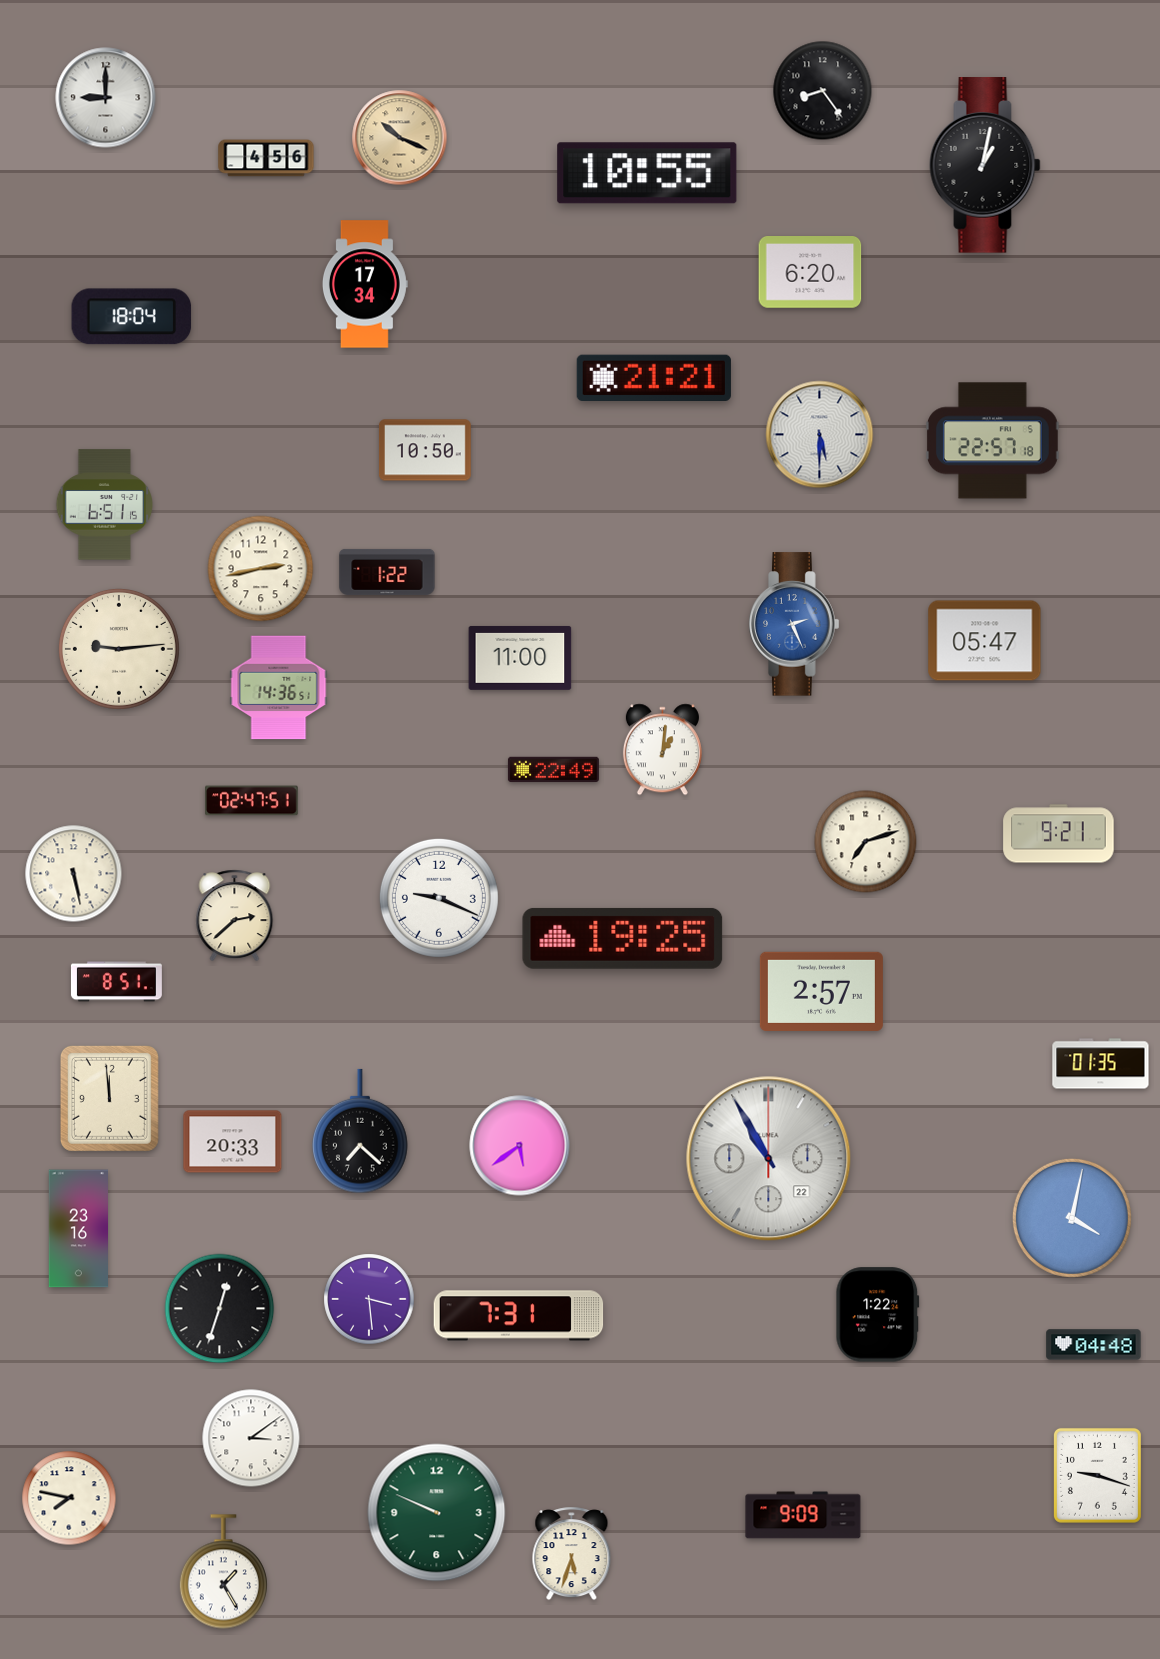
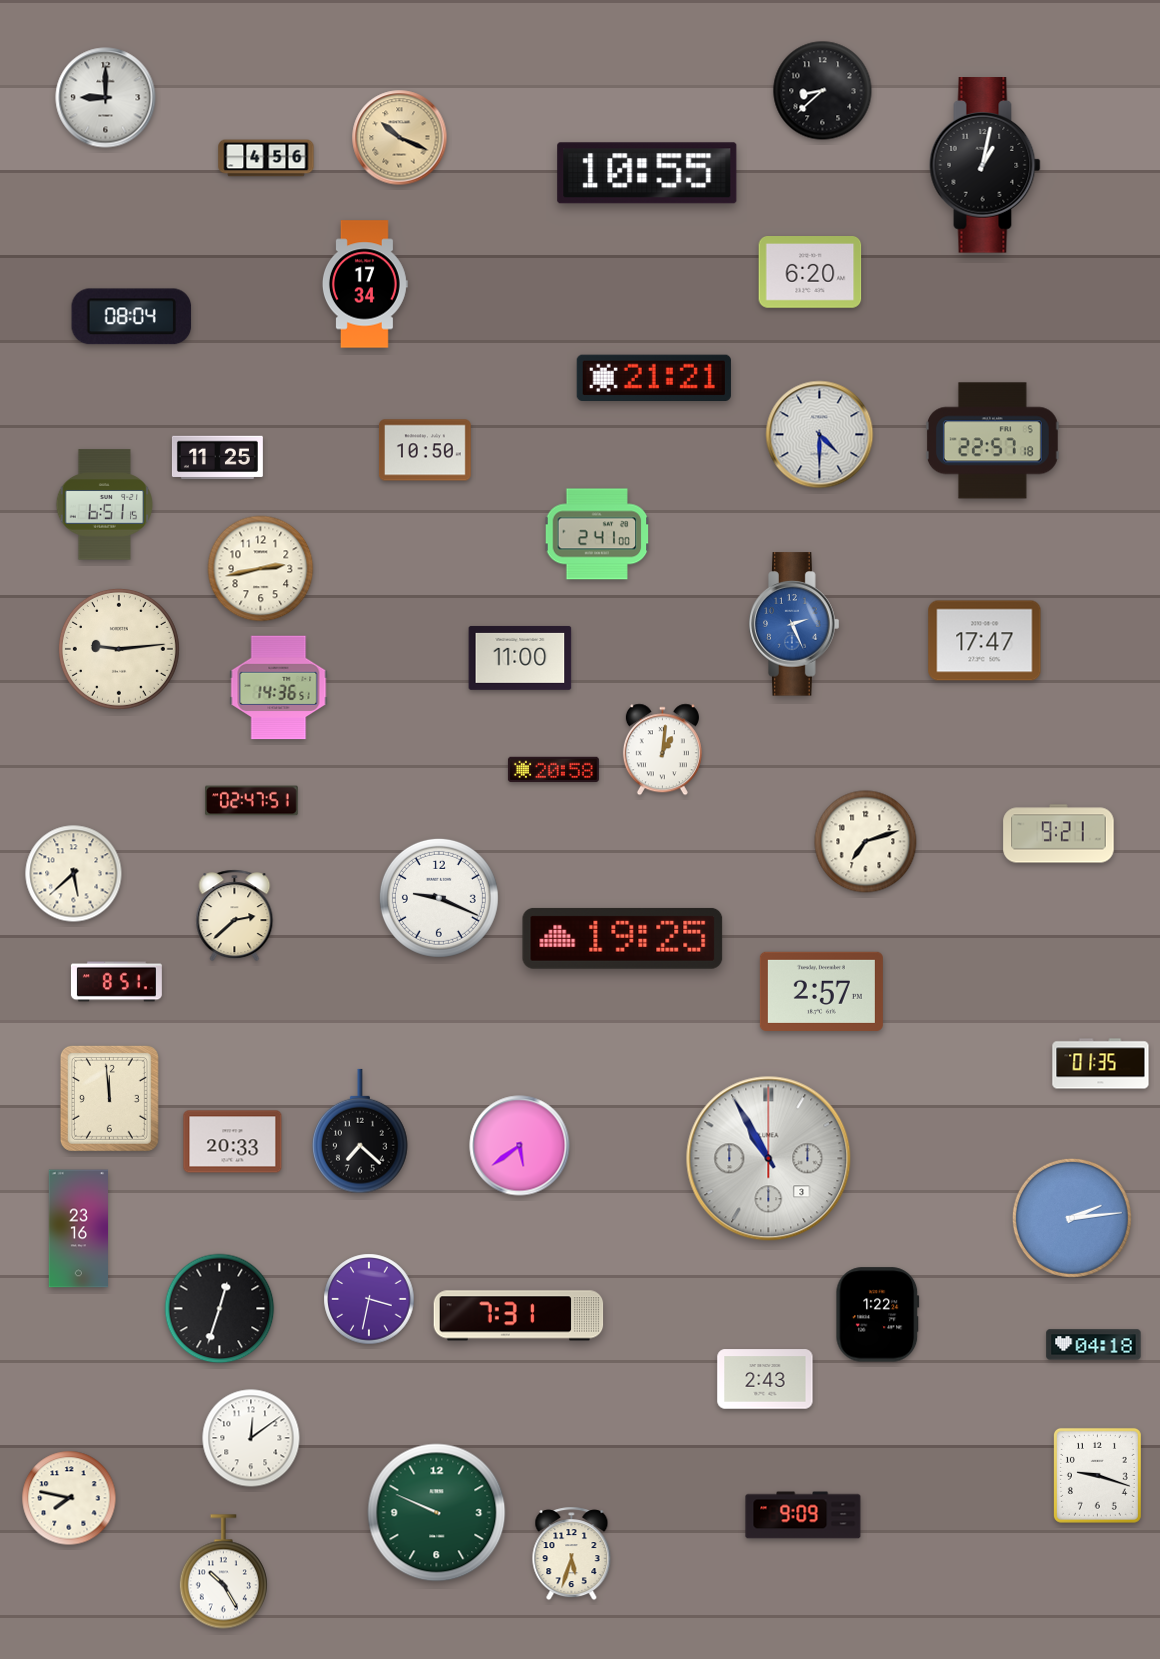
clock at (823, 91): 8:24 -> 8:38
clock at (132, 317): 18:04 -> 08:04
clock at (820, 435): 5:30 -> 4:30
clock at (217, 458): none -> 11:25
clock at (597, 534): none -> 2:41
clock at (387, 572): 1:22 -> none
clock at (985, 641): 05:47 -> 17:47
clock at (553, 770): 22:49 -> 20:58
clock at (74, 874): 5:28 -> 5:38
clock at (769, 1159) date: 22 -> 3
clock at (1072, 1218): 4:02 -> 2:14
clock at (369, 1299): 3:29 -> 3:32
clock at (1094, 1345): 04:48 -> 04:18
clock at (765, 1379): none -> 2:43
clock at (251, 1438): 3:09 -> 12:09
clock at (223, 1572): 1:25 -> 10:25
